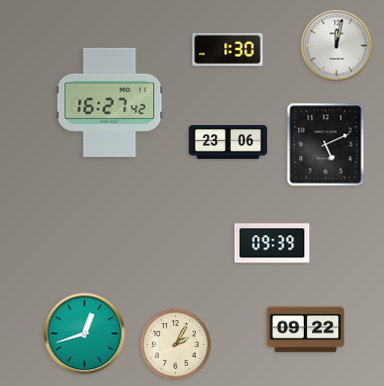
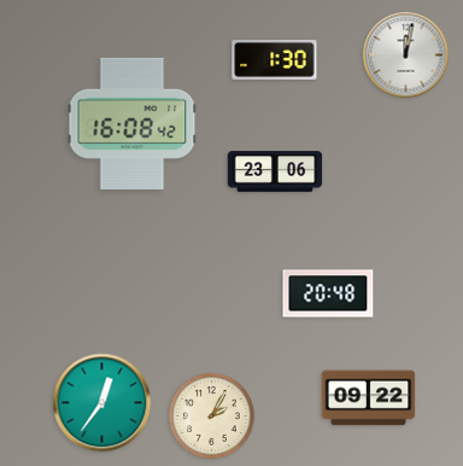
clock at (110, 102): 16:27 -> 16:08
clock at (326, 145): 5:11 -> none
clock at (272, 243): 09:39 -> 20:48
clock at (85, 334): 12:42 -> 12:36
